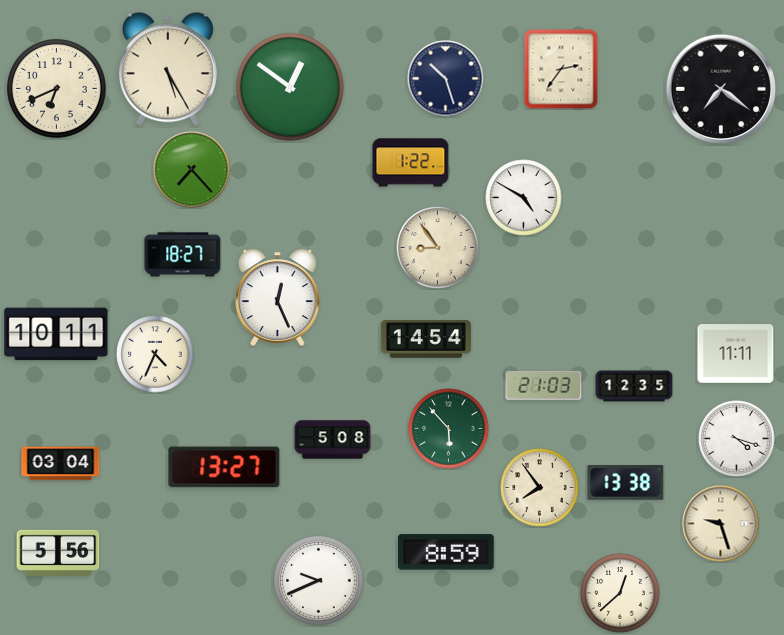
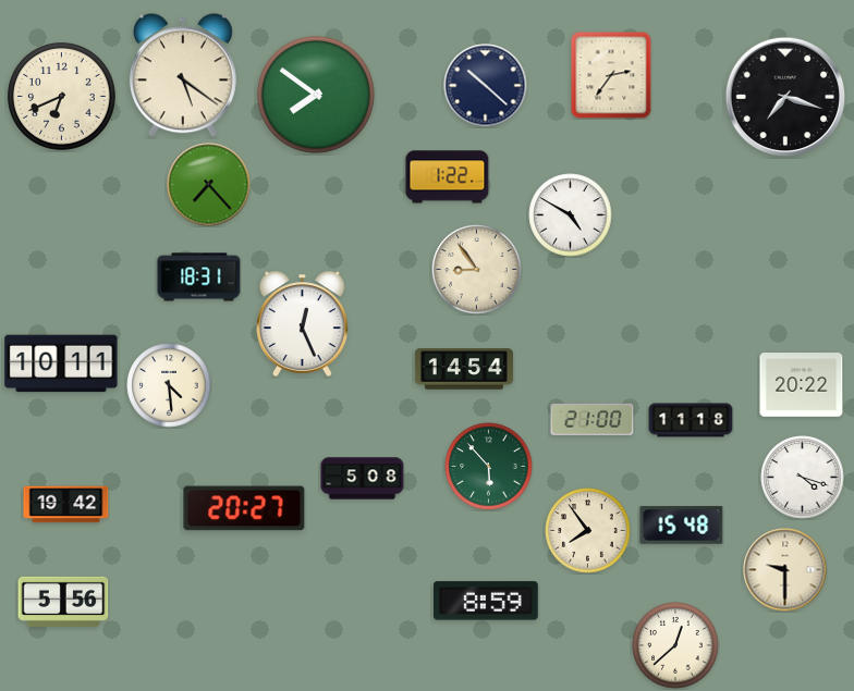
clock at (168, 69): 5:25 -> 5:21
clock at (446, 79): 10:27 -> 10:22
clock at (290, 87): 12:51 -> 7:51
clock at (721, 89): 7:21 -> 7:18
clock at (183, 255): 18:27 -> 18:31
clock at (155, 354): 4:34 -> 4:29
clock at (736, 354): 11:11 -> 20:22
clock at (544, 385): 21:03 -> 21:00
clock at (634, 386): 12:35 -> 11:18
clock at (61, 464): 03:04 -> 19:42
clock at (224, 467): 13:27 -> 20:27
clock at (626, 483): 13:38 -> 15:48
clock at (721, 524): 9:27 -> 9:30
clock at (319, 581): 9:41 -> none
